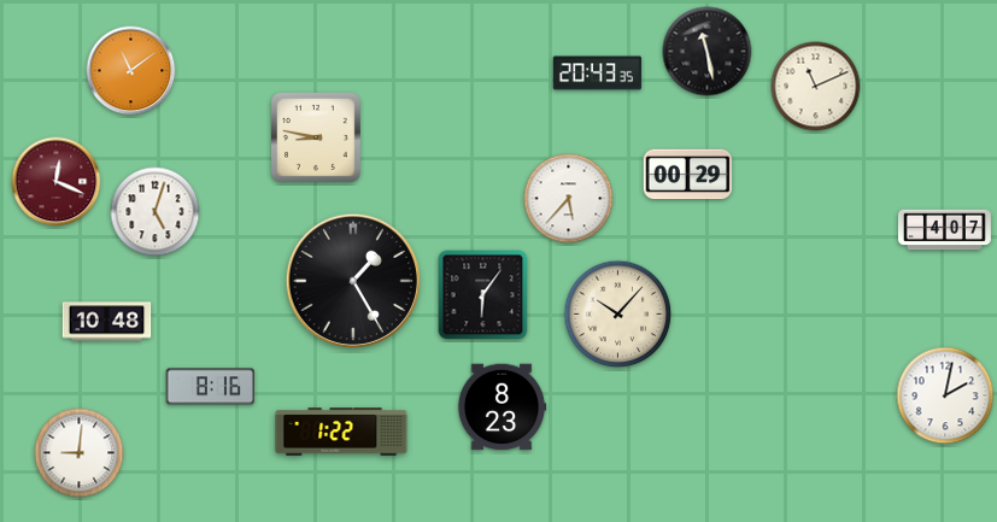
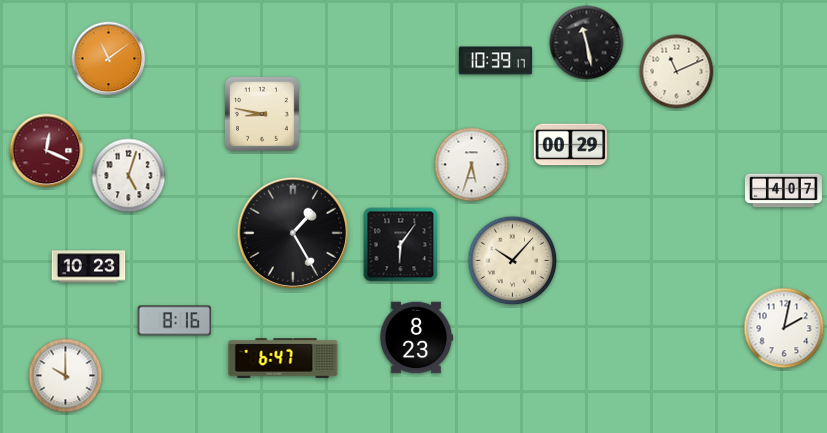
clock at (598, 74): 20:43 -> 10:39
clock at (569, 199): 5:37 -> 5:33
clock at (107, 322): 10:48 -> 10:23
clock at (341, 432): 1:22 -> 6:47
clock at (80, 453): 9:01 -> 10:00
